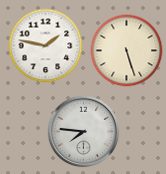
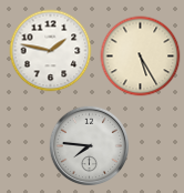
clock at (127, 51): 5:27 -> 5:25
clock at (84, 132) position: (84, 132) -> (90, 146)
